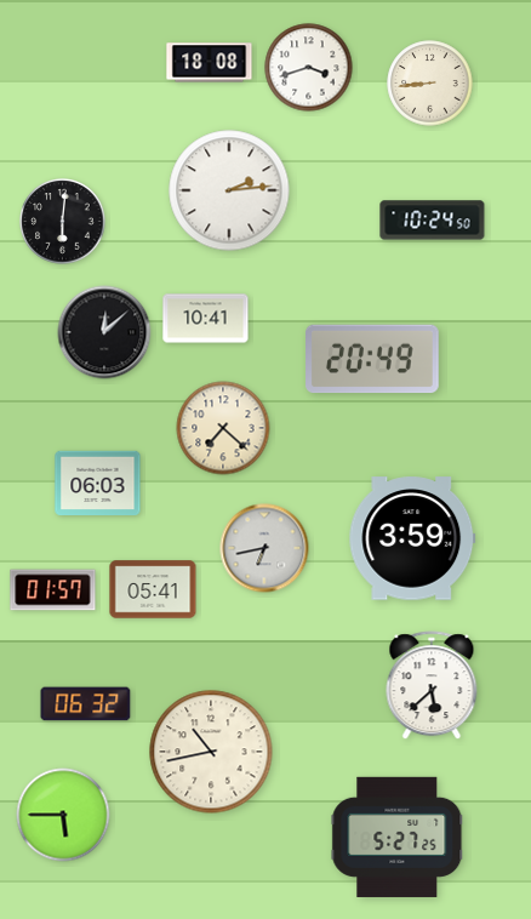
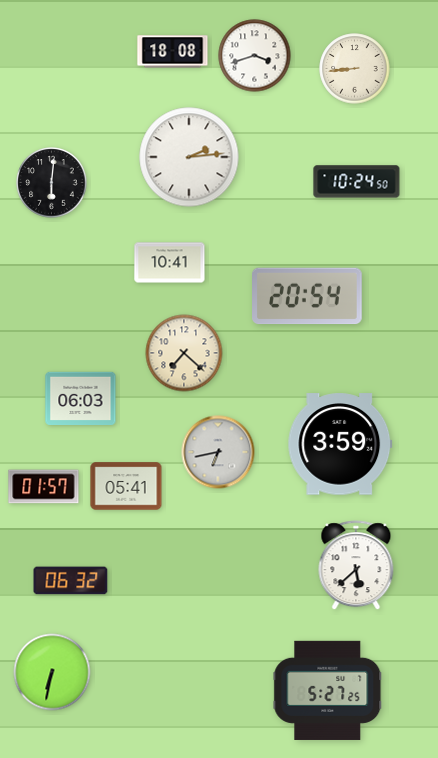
clock at (104, 332): 12:08 -> none
clock at (373, 359): 20:49 -> 20:54
clock at (211, 752): 10:43 -> none
clock at (63, 815): 5:45 -> 6:32
